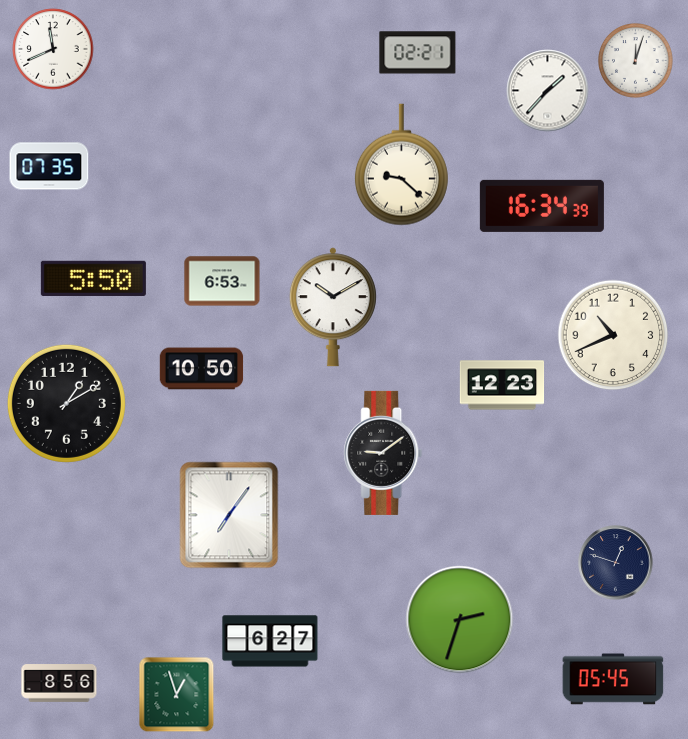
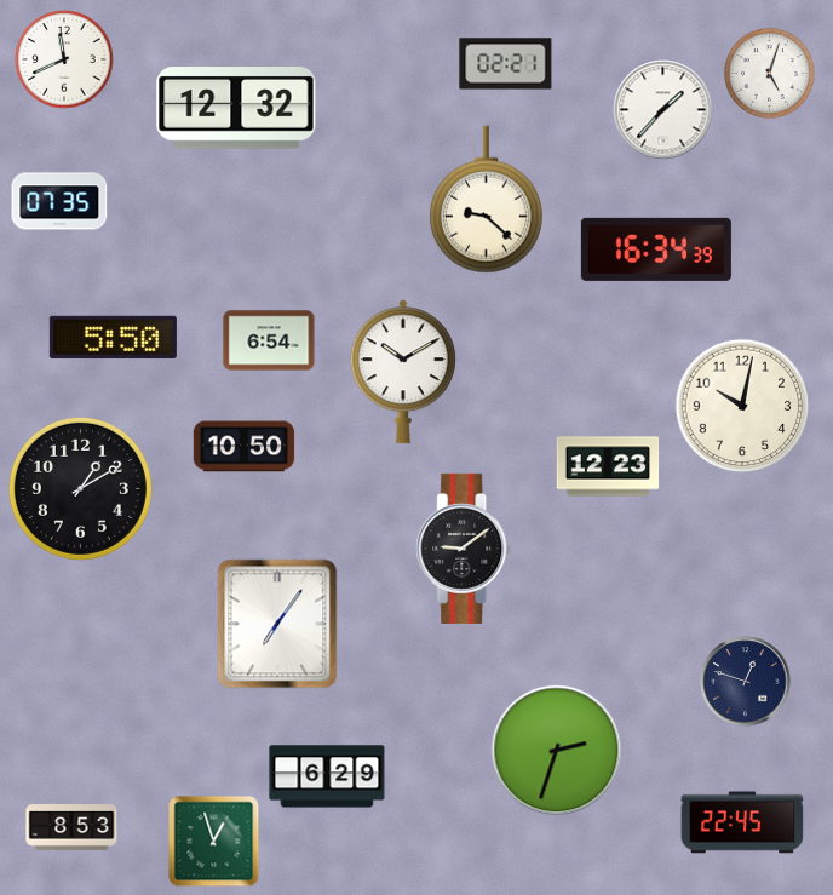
clock at (636, 61): 12:03 -> 5:03
clock at (236, 109): none -> 12:32
clock at (222, 281): 6:53 -> 6:54
clock at (613, 335): 10:41 -> 10:02
clock at (270, 641): 6:27 -> 6:29
clock at (613, 679): 05:45 -> 22:45
clock at (59, 683): 8:56 -> 8:53
